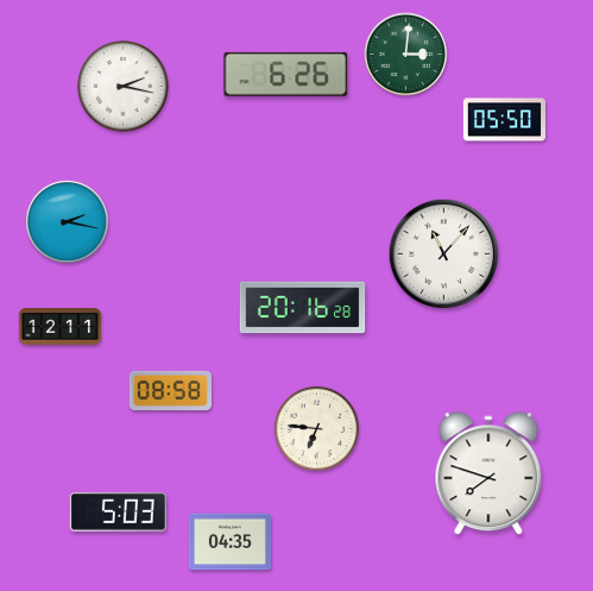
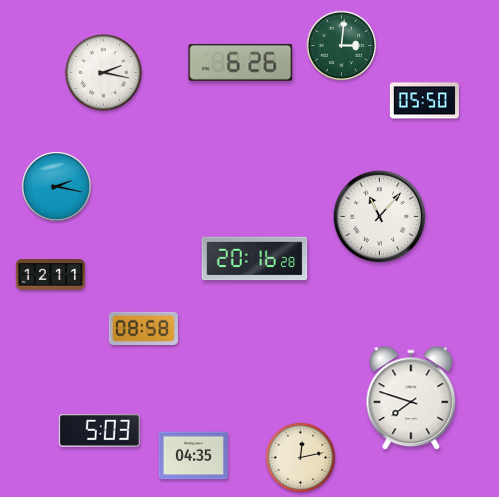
clock at (444, 254) position: (444, 254) -> (380, 217)
clock at (317, 429): 6:46 -> none
clock at (301, 458): none -> 12:13
